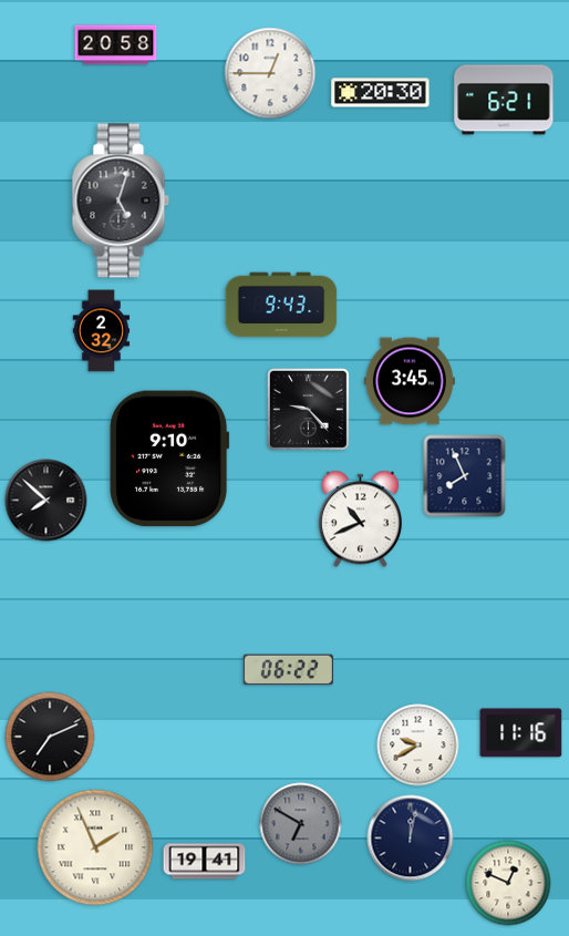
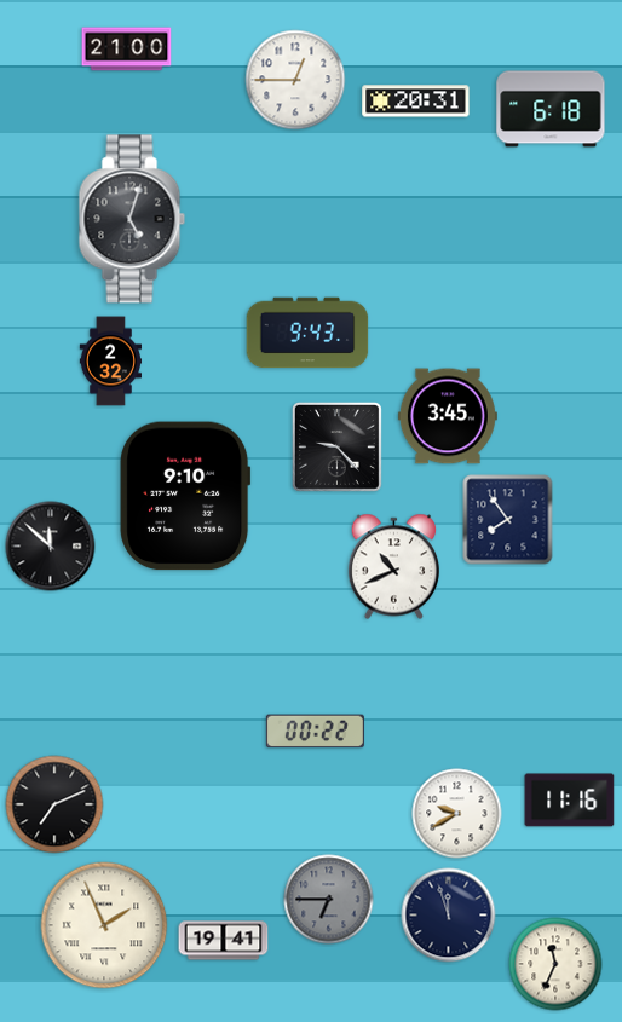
clock at (116, 45): 20:58 -> 21:00
clock at (381, 93): 20:30 -> 20:31
clock at (504, 100): 6:21 -> 6:18
clock at (169, 459) position: (169, 459) -> (185, 496)
clock at (465, 476): 7:56 -> 7:54
clock at (46, 501): 7:52 -> 11:52
clock at (288, 670): 06:22 -> 00:22
clock at (301, 824): 6:50 -> 6:45
clock at (411, 839): 12:02 -> 11:57
clock at (508, 883): 12:49 -> 11:34
